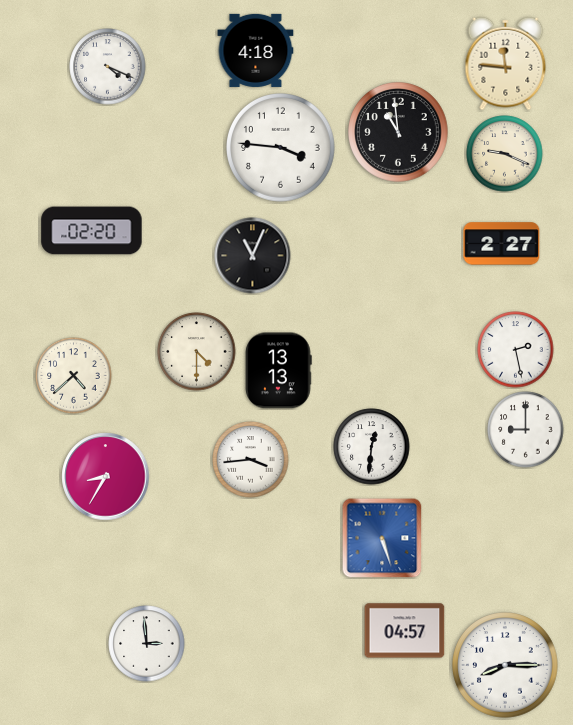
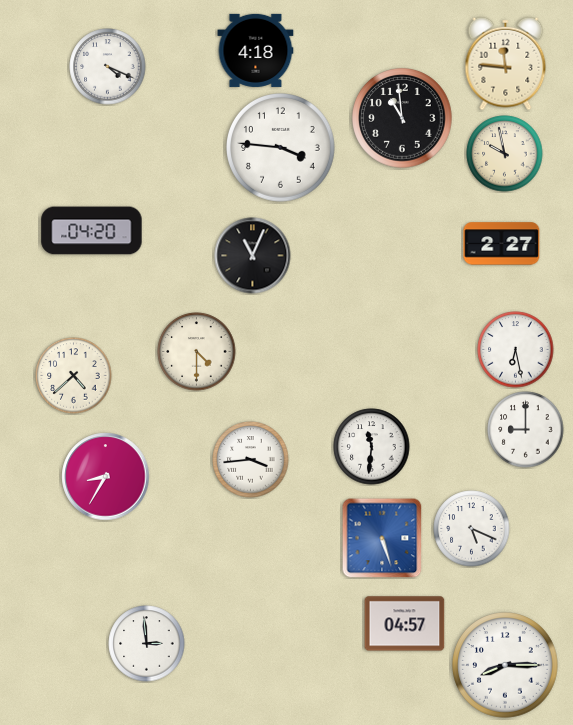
clock at (398, 132) position: (398, 132) -> (402, 118)
clock at (505, 154): 9:19 -> 9:58
clock at (92, 231): 02:20 -> 04:20
clock at (516, 350): 2:28 -> 6:28
clock at (278, 371): 13:13 -> none
clock at (372, 447): 12:31 -> 11:31
clock at (472, 529): none -> 5:19
clock at (405, 631) position: (405, 631) -> (405, 624)
